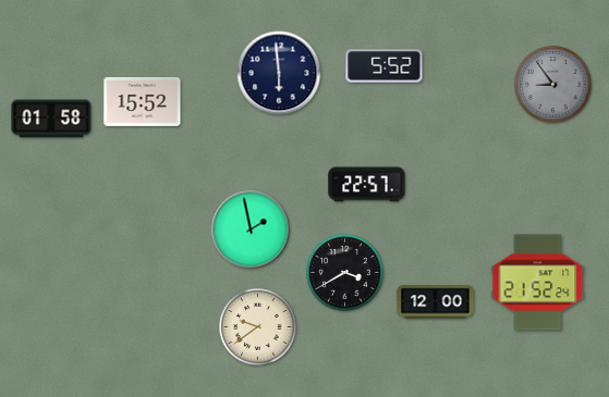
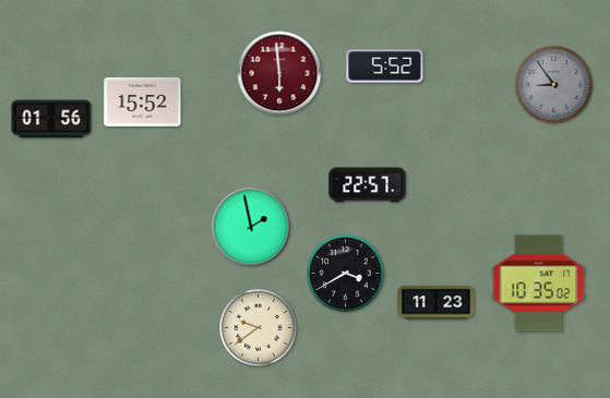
clock at (279, 73) dial: navy -> burgundy
clock at (51, 119): 01:58 -> 01:56
clock at (251, 229) position: (251, 229) -> (251, 227)
clock at (538, 283): 21:52 -> 10:35
clock at (436, 302): 12:00 -> 11:23
